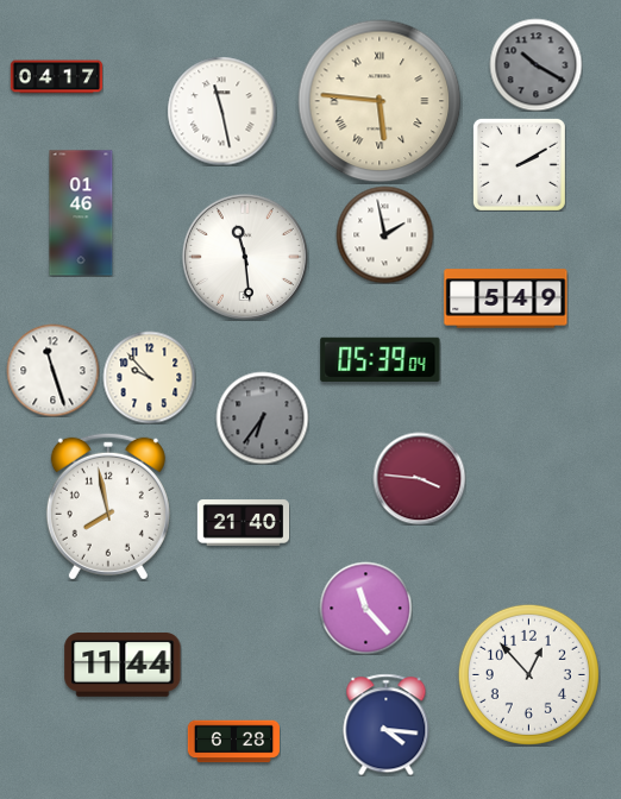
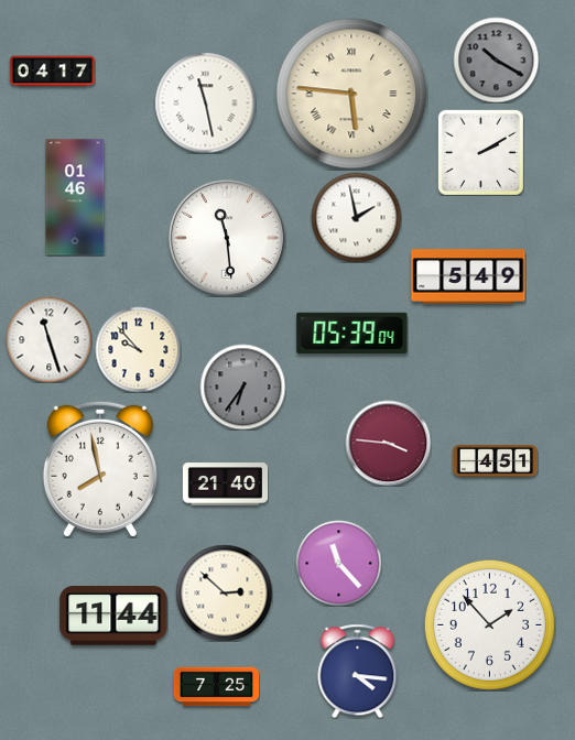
clock at (52, 370) position: (52, 370) -> (48, 339)
clock at (495, 461): none -> 4:51
clock at (224, 592): none -> 2:52
clock at (528, 674): 12:53 -> 1:53
clock at (233, 742): 6:28 -> 7:25
